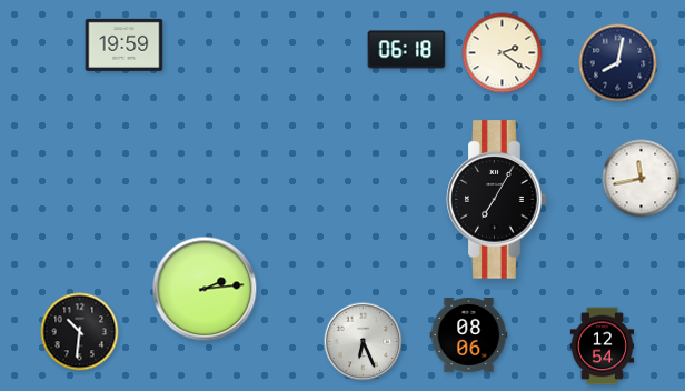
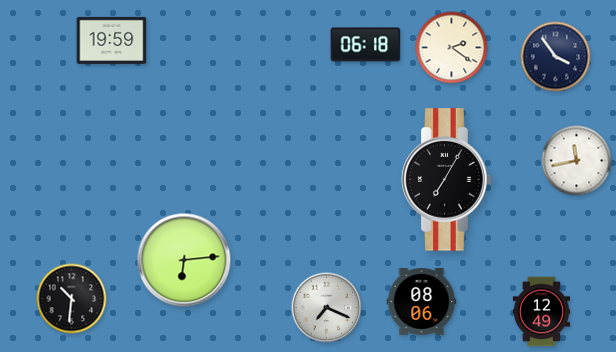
clock at (618, 63): 8:02 -> 3:54
clock at (205, 289): 2:14 -> 6:14
clock at (364, 342): 6:26 -> 7:19
clock at (603, 347): 12:54 -> 12:49
